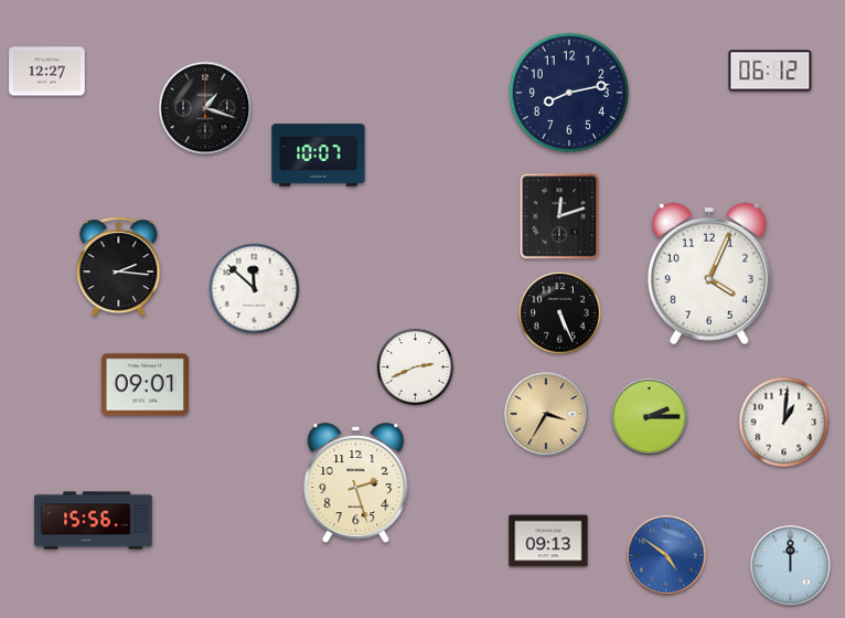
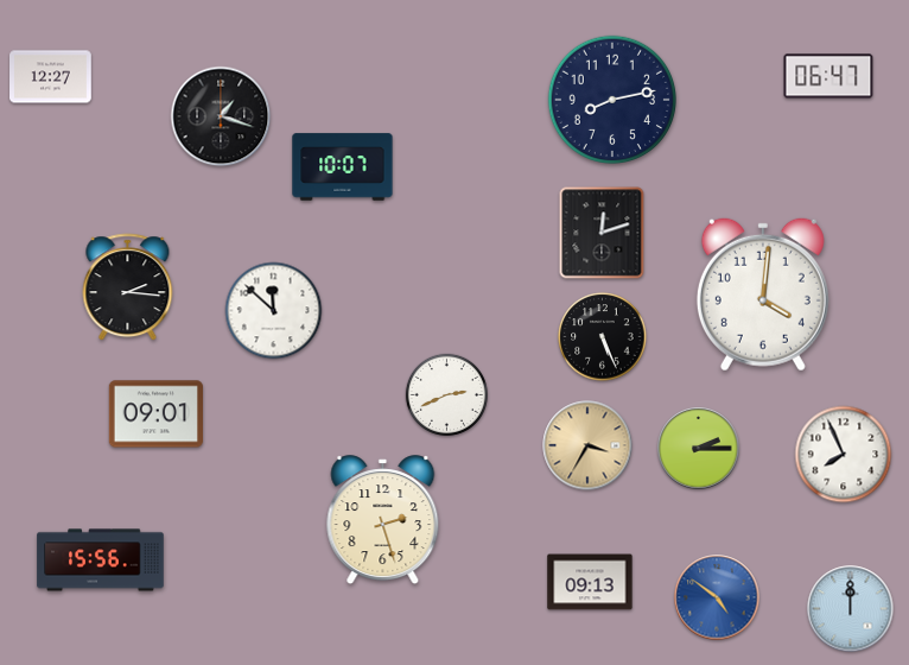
clock at (770, 71): 06:12 -> 06:47
clock at (709, 274): 4:04 -> 4:01
clock at (784, 423): 1:01 -> 7:56
